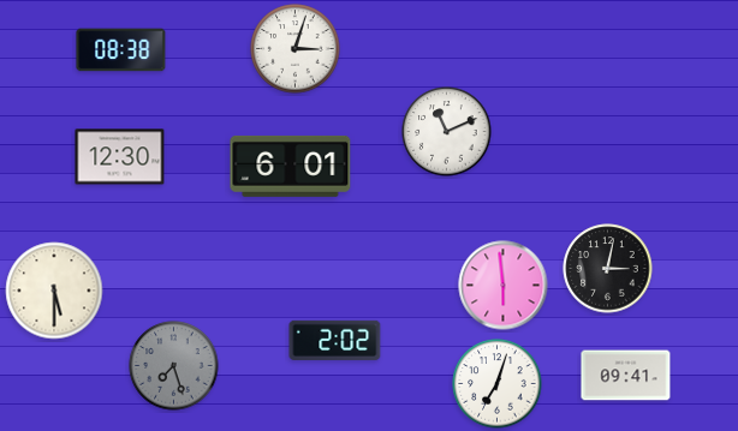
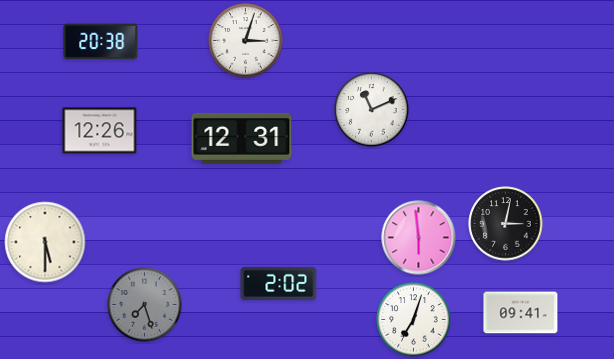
clock at (121, 50): 08:38 -> 20:38
clock at (120, 157): 12:30 -> 12:26
clock at (291, 166): 6:01 -> 12:31
